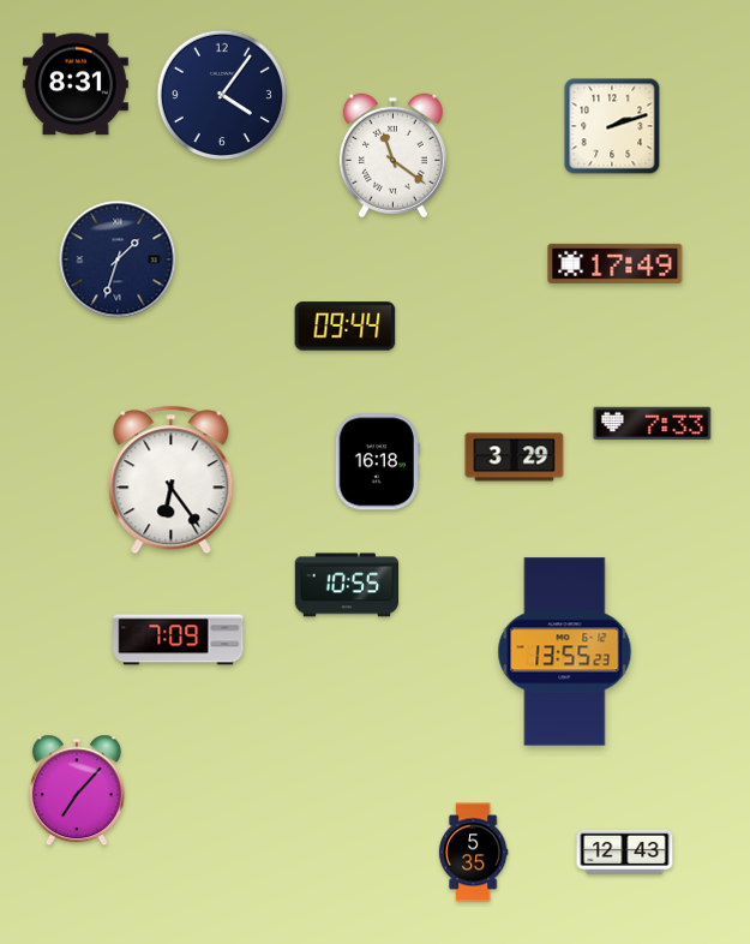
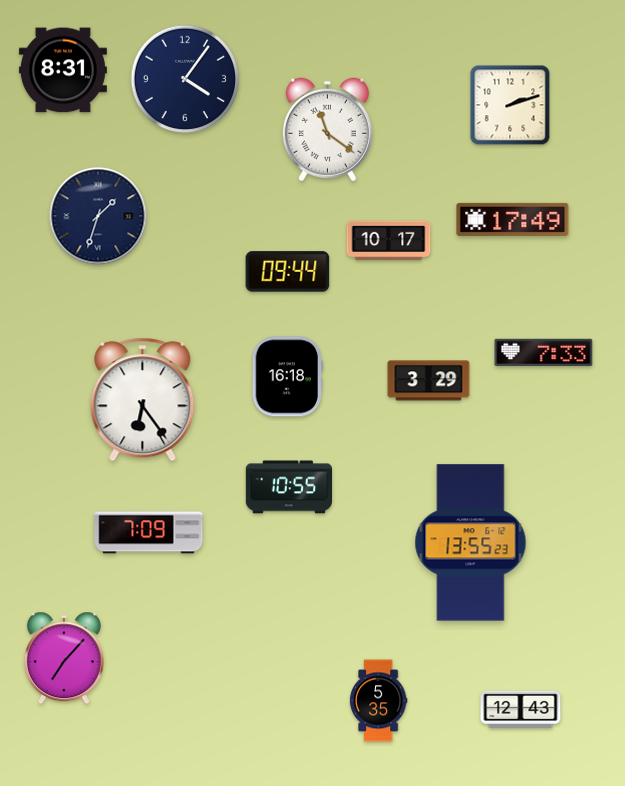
clock at (389, 241): none -> 10:17
clock at (377, 462) position: (377, 462) -> (287, 377)
clock at (473, 853) position: (473, 853) -> (378, 701)
